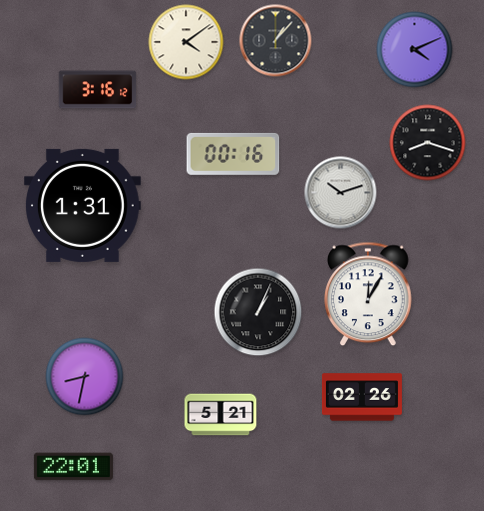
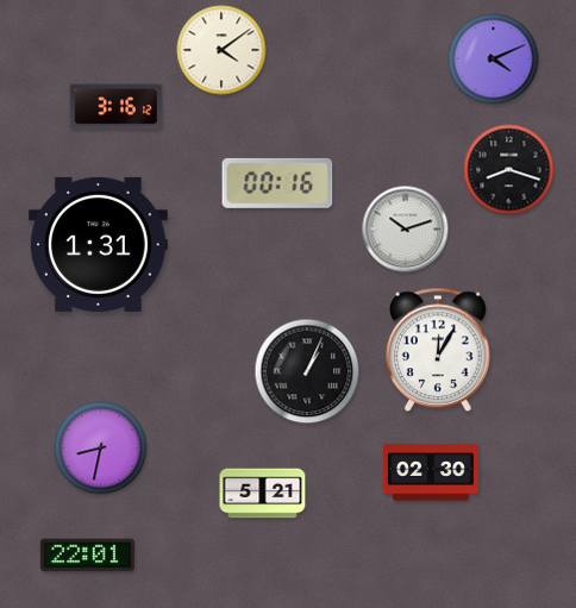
clock at (276, 41): 1:07 -> none
clock at (362, 397): 02:26 -> 02:30
